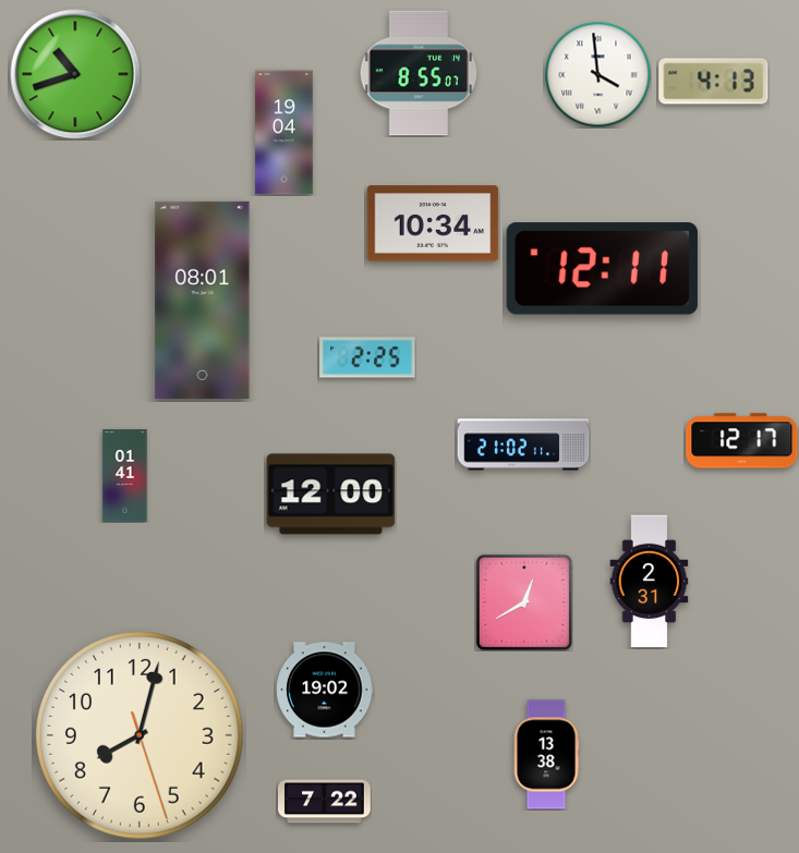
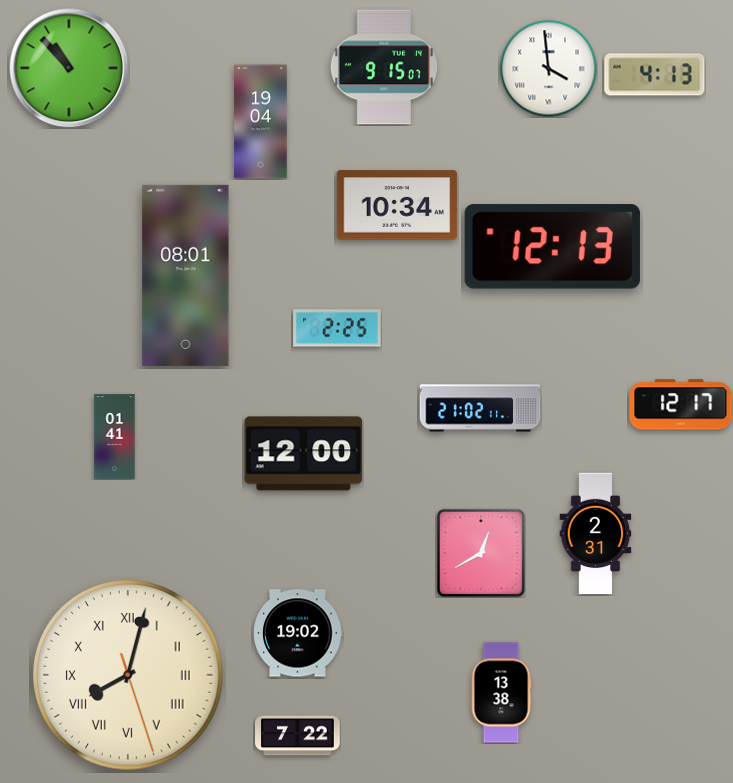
clock at (419, 73): 8:55 -> 9:15
clock at (75, 74): 10:42 -> 10:53
clock at (602, 269): 12:11 -> 12:13
clock at (141, 736) numerals: Arabic -> Roman
